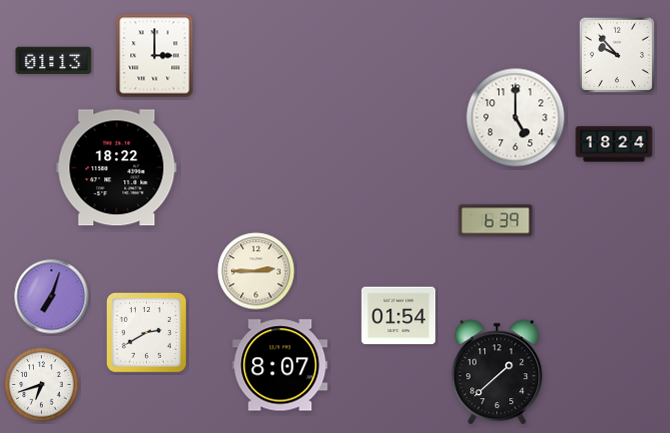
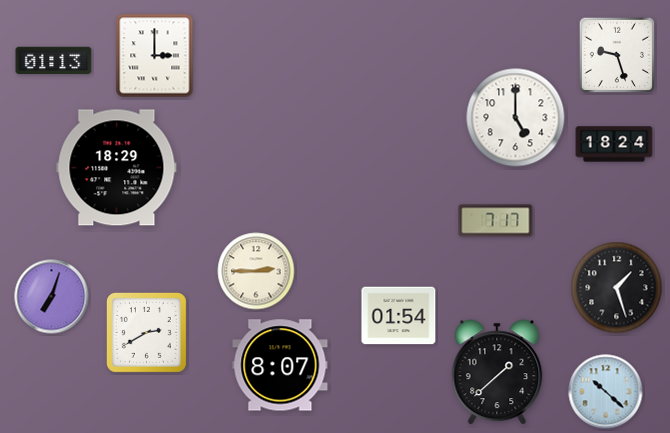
clock at (617, 55): 9:53 -> 9:27
clock at (117, 168): 18:22 -> 18:29
clock at (496, 221): 6:39 -> 7:17
clock at (617, 288): none -> 1:27
clock at (42, 385): 6:42 -> none
clock at (606, 392): none -> 10:22
